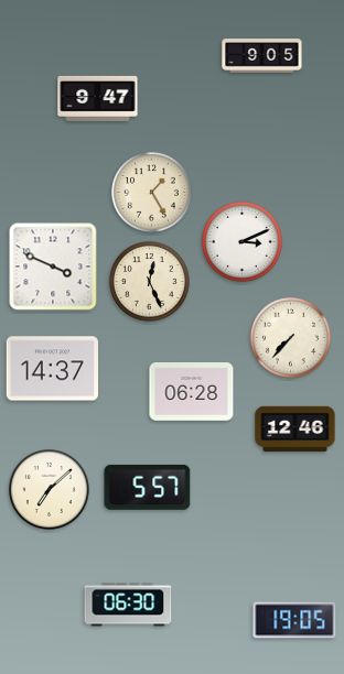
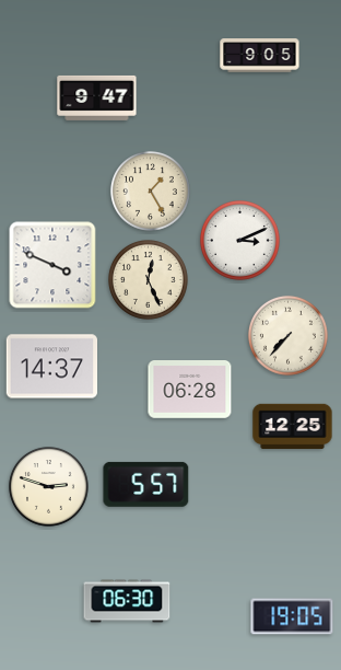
clock at (295, 430): 12:46 -> 12:25
clock at (50, 490): 7:08 -> 2:48
